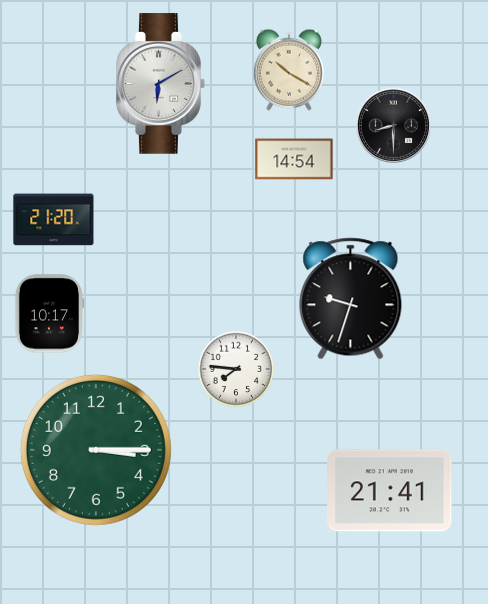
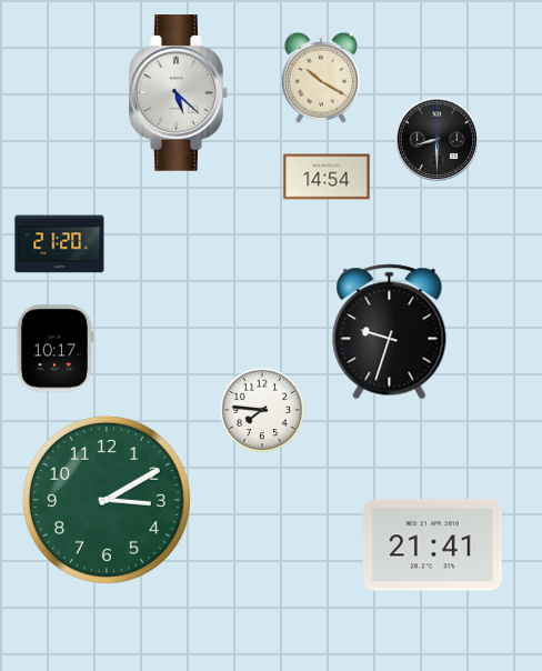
clock at (161, 84): 6:10 -> 5:22
clock at (96, 450): 3:15 -> 3:10
